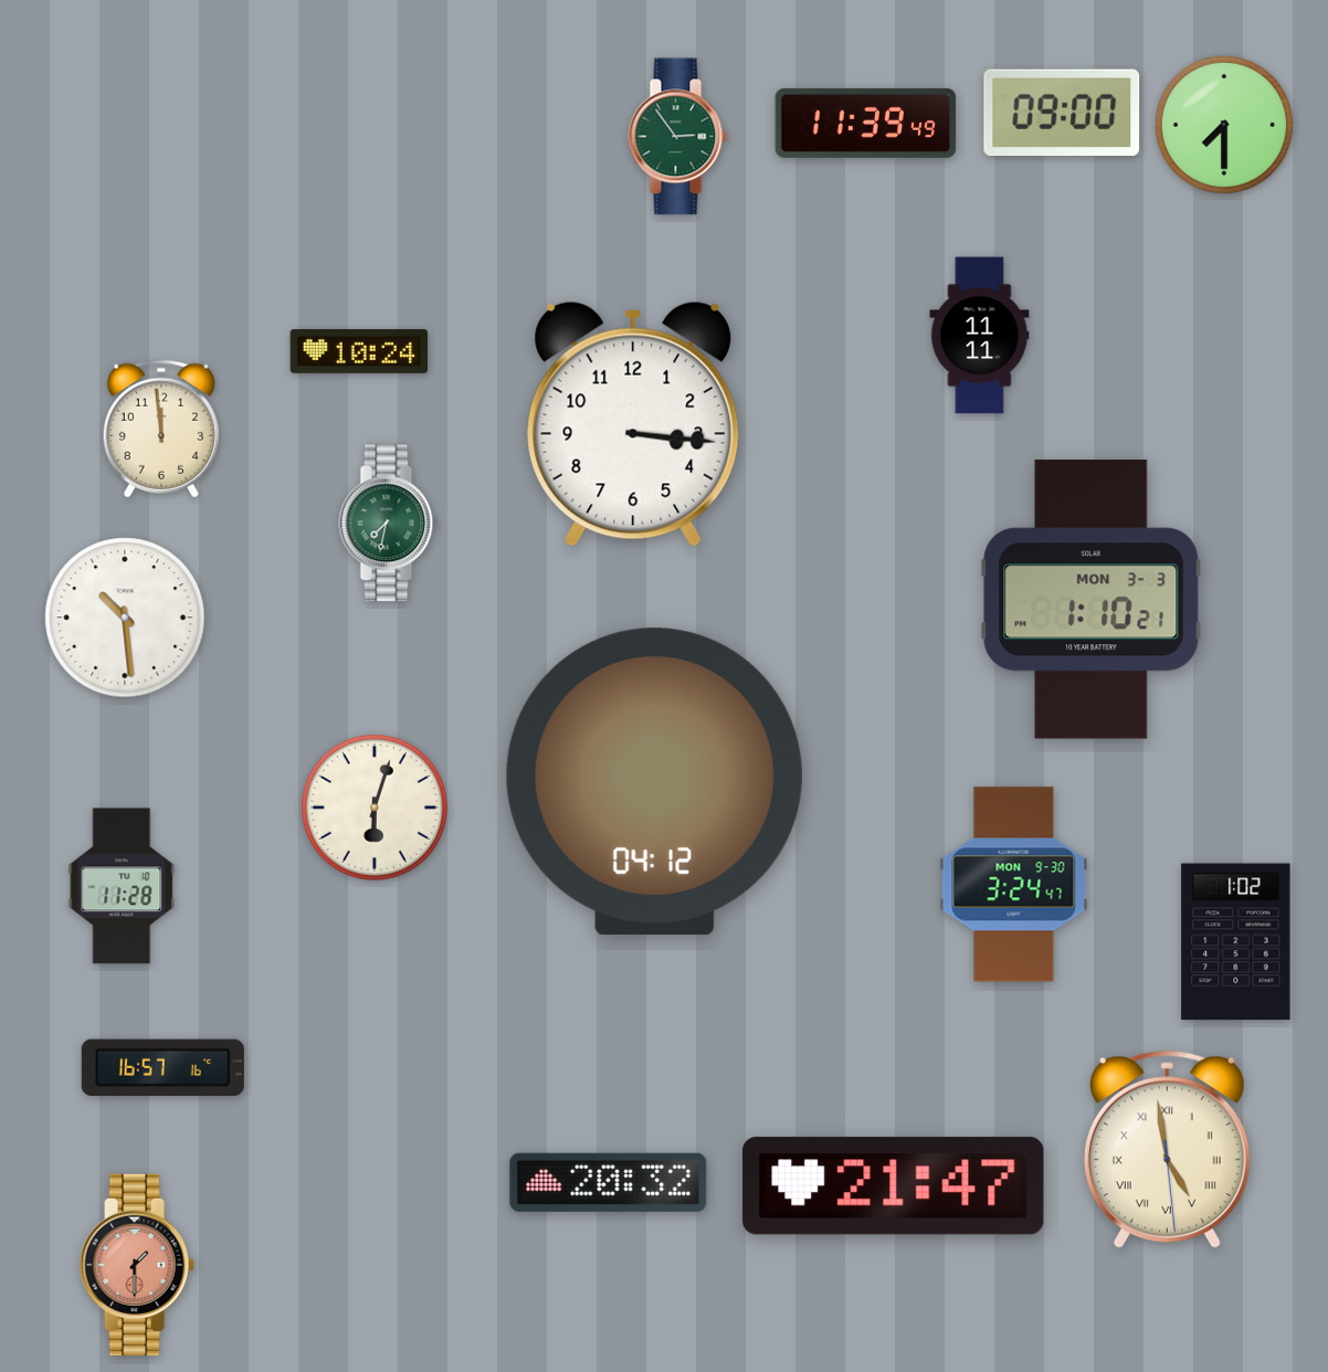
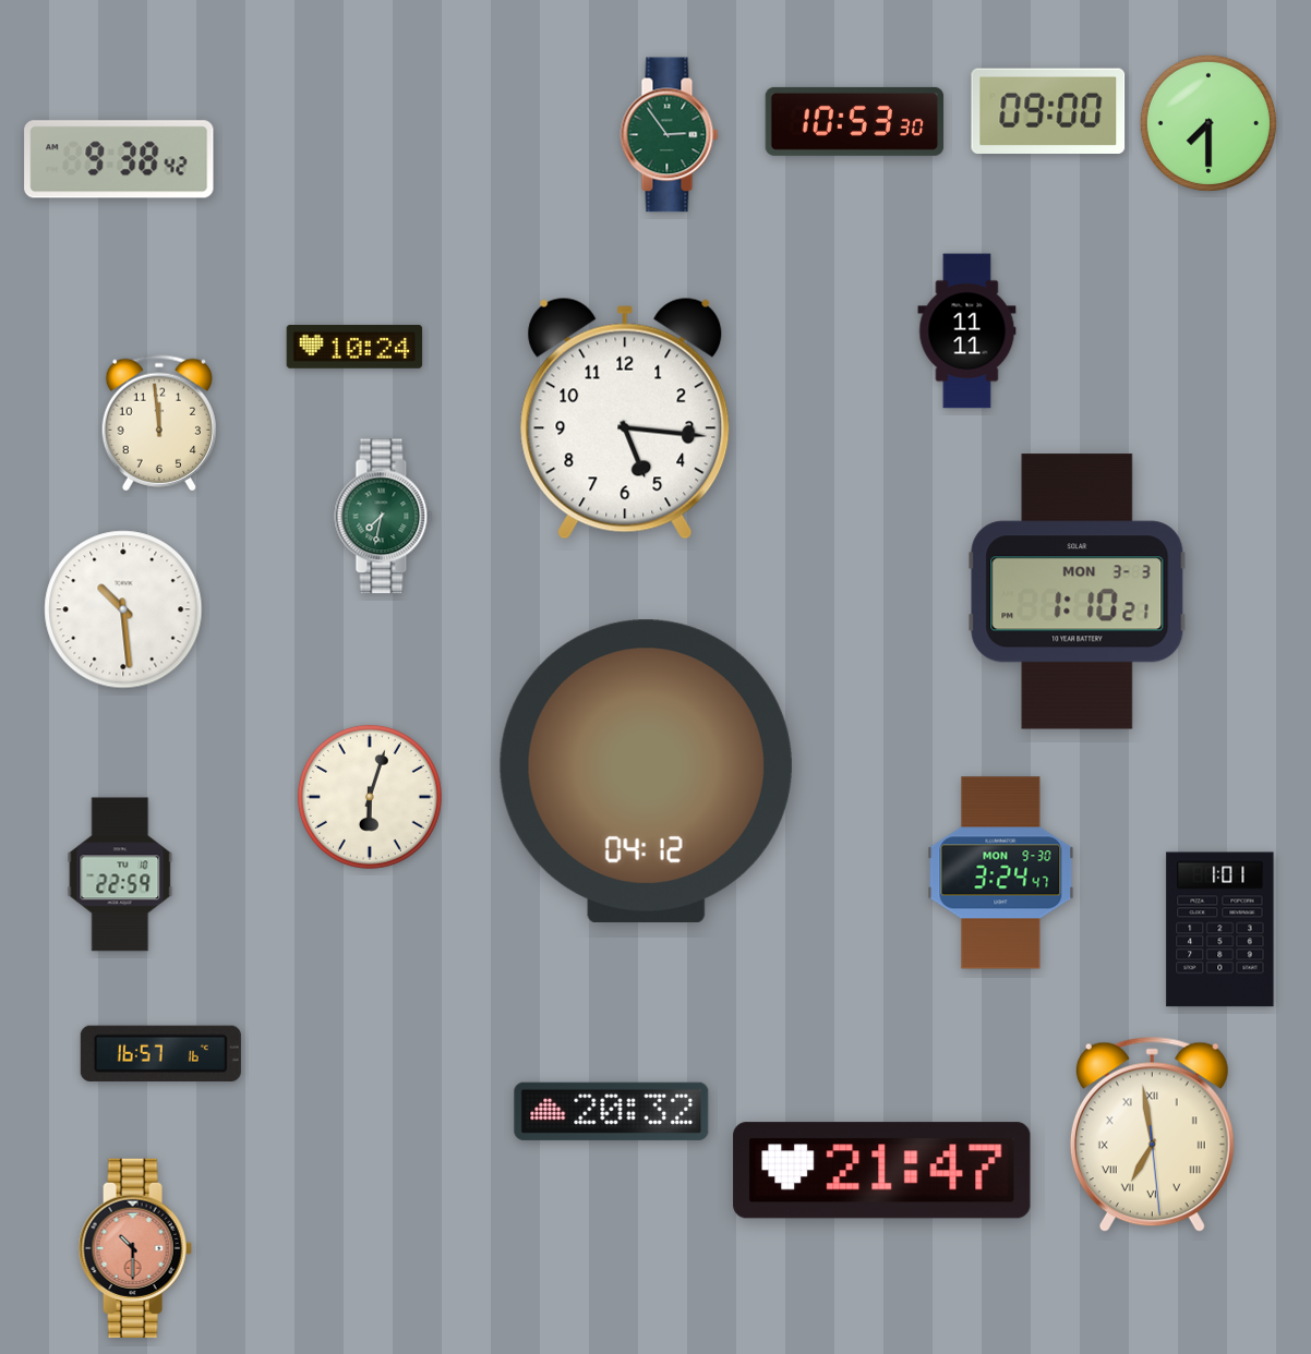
clock at (866, 123): 11:39 -> 10:53
clock at (119, 159): none -> 9:38
clock at (633, 424): 3:16 -> 5:16
clock at (122, 886): 11:28 -> 22:59
clock at (1236, 942): 1:02 -> 1:01
clock at (1167, 1150): 4:58 -> 6:58
clock at (609, 1182) position: (609, 1182) -> (612, 1111)
clock at (137, 1264): 1:30 -> 10:30
